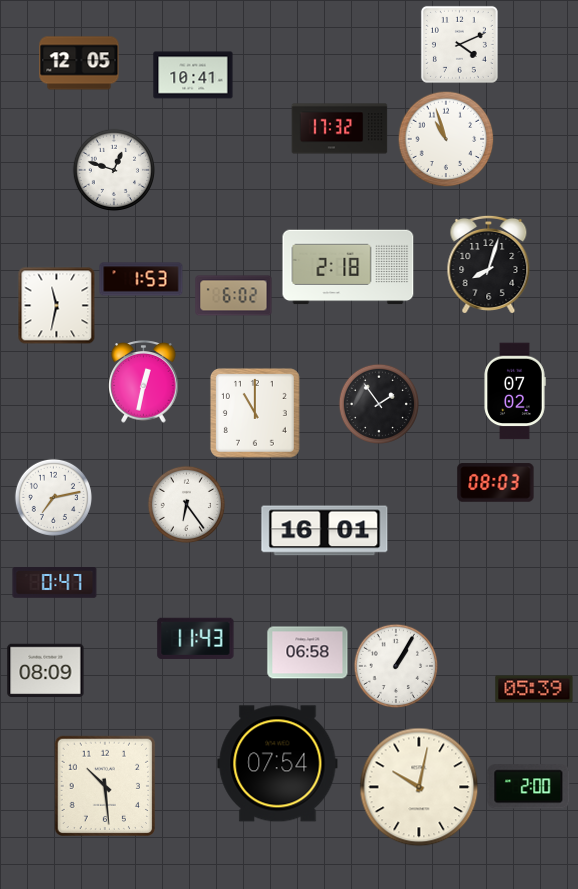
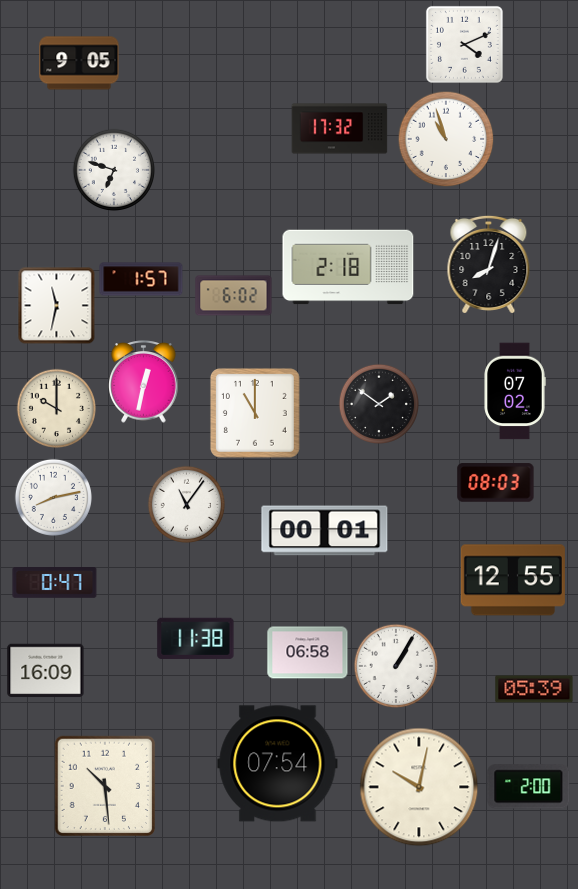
clock at (459, 44) position: (459, 44) -> (464, 44)
clock at (79, 63): 12:05 -> 9:05
clock at (193, 75): 10:41 -> none
clock at (113, 169): 12:48 -> 6:48
clock at (141, 279): 1:53 -> 1:57
clock at (378, 403): 1:54 -> 1:51
clock at (56, 408): none -> 10:00
clock at (53, 497): 7:13 -> 8:13
clock at (186, 504): 6:24 -> 11:06
clock at (325, 531): 16:01 -> 00:01
clock at (513, 580): none -> 12:55
clock at (196, 638): 11:43 -> 11:38
clock at (46, 671): 08:09 -> 16:09
